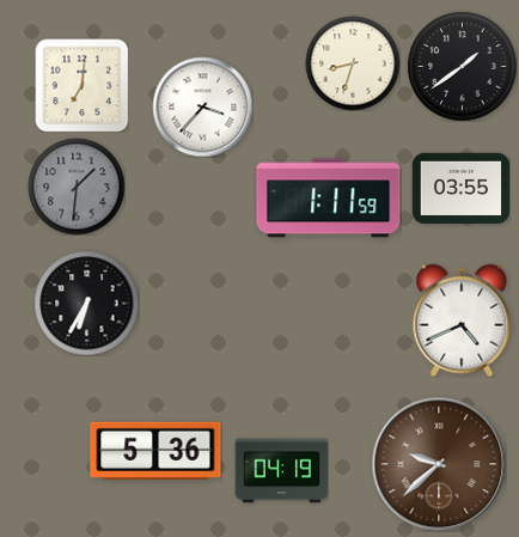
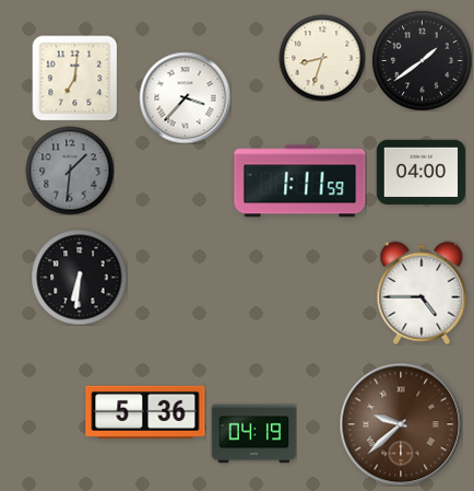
clock at (460, 188): 03:55 -> 04:00
clock at (86, 303): 6:35 -> 6:31
clock at (462, 321): 4:41 -> 4:45
clock at (155, 451) position: (155, 451) -> (145, 412)
clock at (281, 471) position: (281, 471) -> (253, 434)
